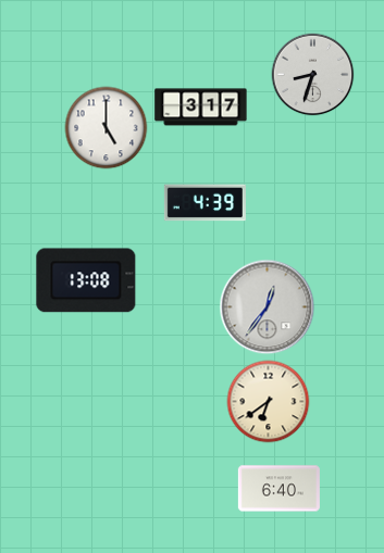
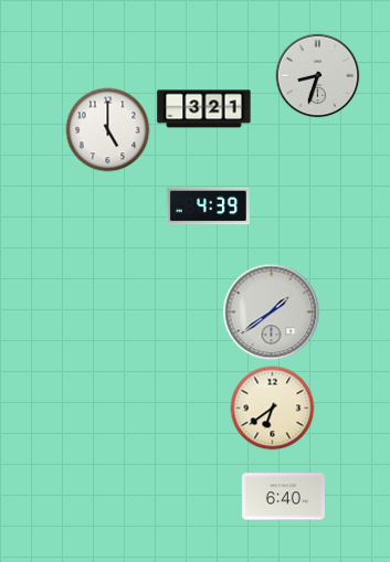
clock at (201, 108): 3:17 -> 3:21
clock at (86, 280): 13:08 -> none
clock at (268, 307): 12:36 -> 1:39
